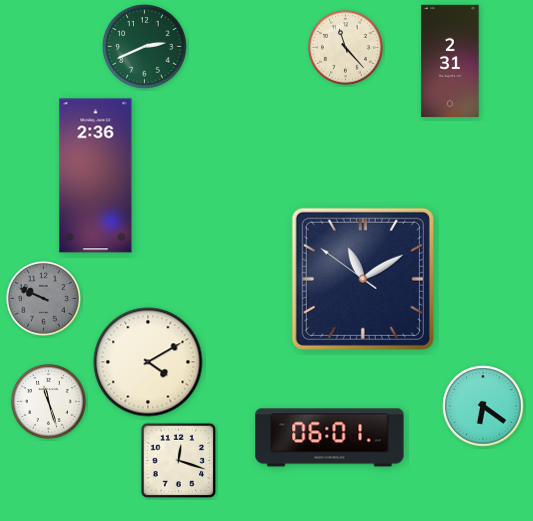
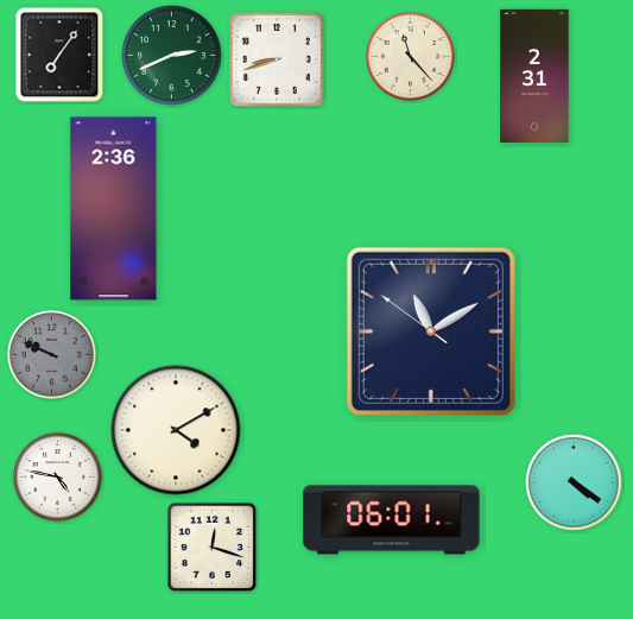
clock at (59, 55): none -> 7:06
clock at (277, 59): none -> 8:42
clock at (450, 60) position: (450, 60) -> (534, 75)
clock at (49, 402): 11:27 -> 4:47
clock at (483, 406): 6:21 -> 4:21
